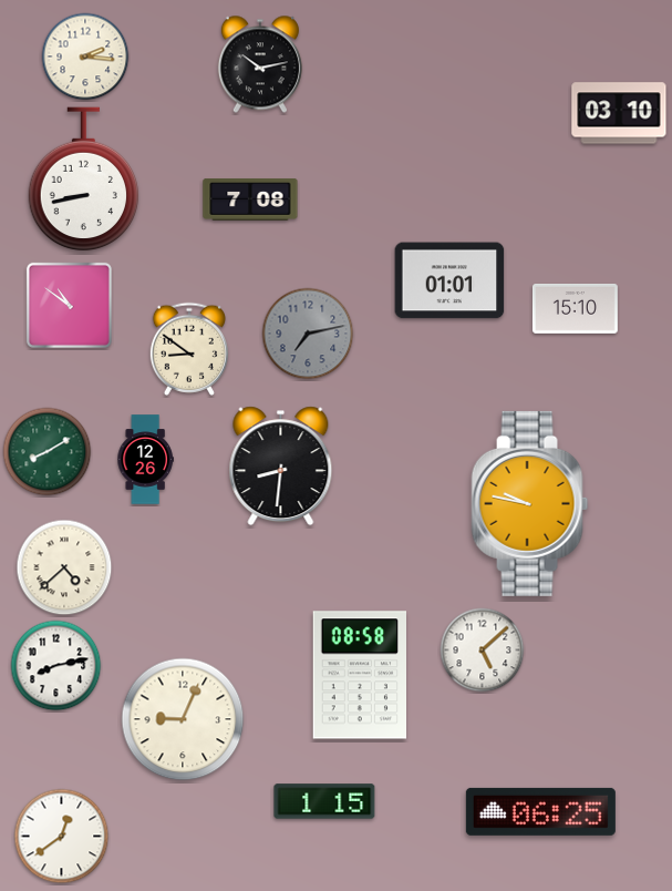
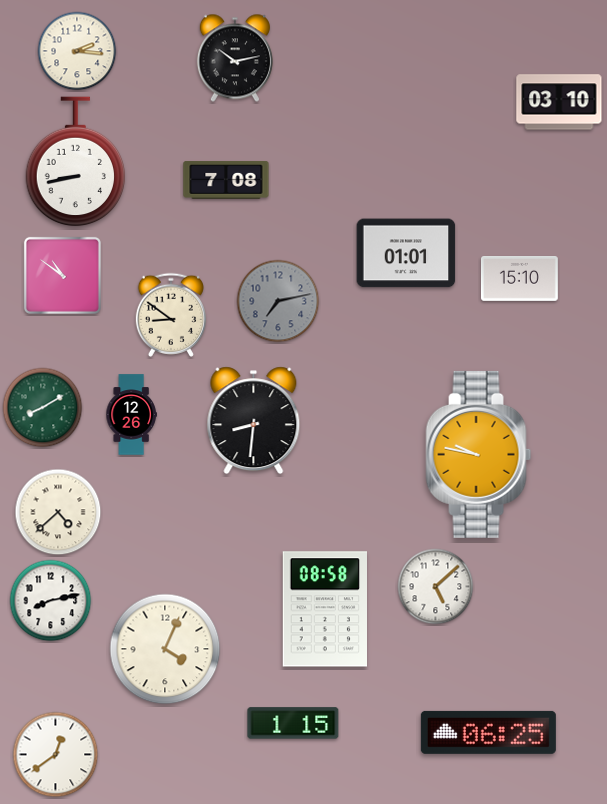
clock at (183, 719): 9:04 -> 4:04
